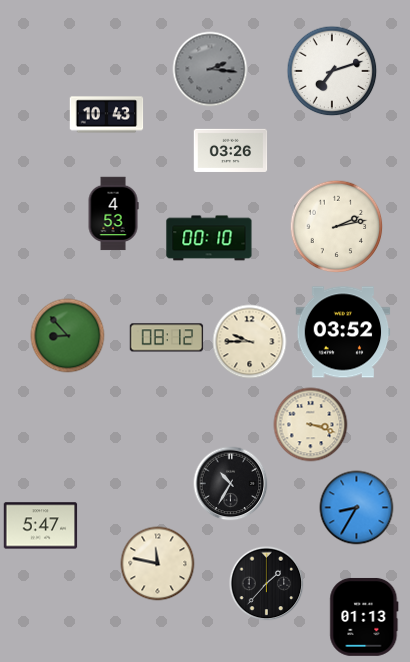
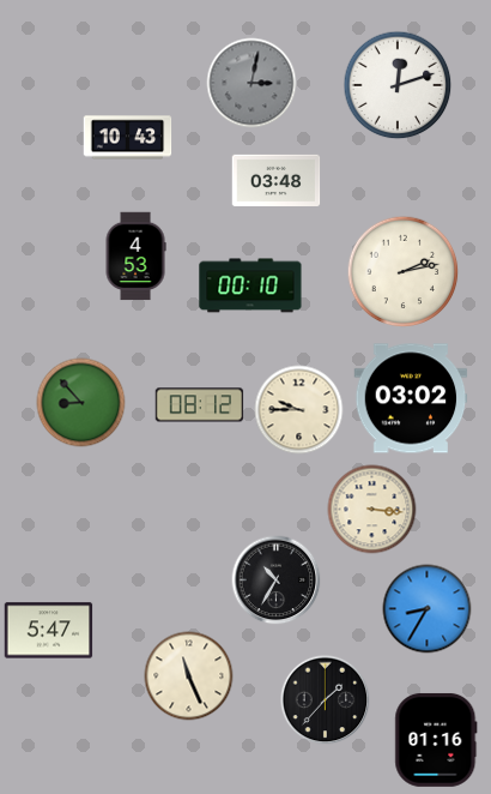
clock at (210, 69): 2:16 -> 3:02
clock at (332, 71): 7:12 -> 12:12
clock at (231, 150): 03:26 -> 03:48
clock at (343, 332): 03:52 -> 03:02
clock at (311, 425): 3:18 -> 3:16
clock at (158, 564): 11:47 -> 11:26
clock at (267, 584) position: (267, 584) -> (326, 700)
clock at (364, 617): 01:13 -> 01:16
